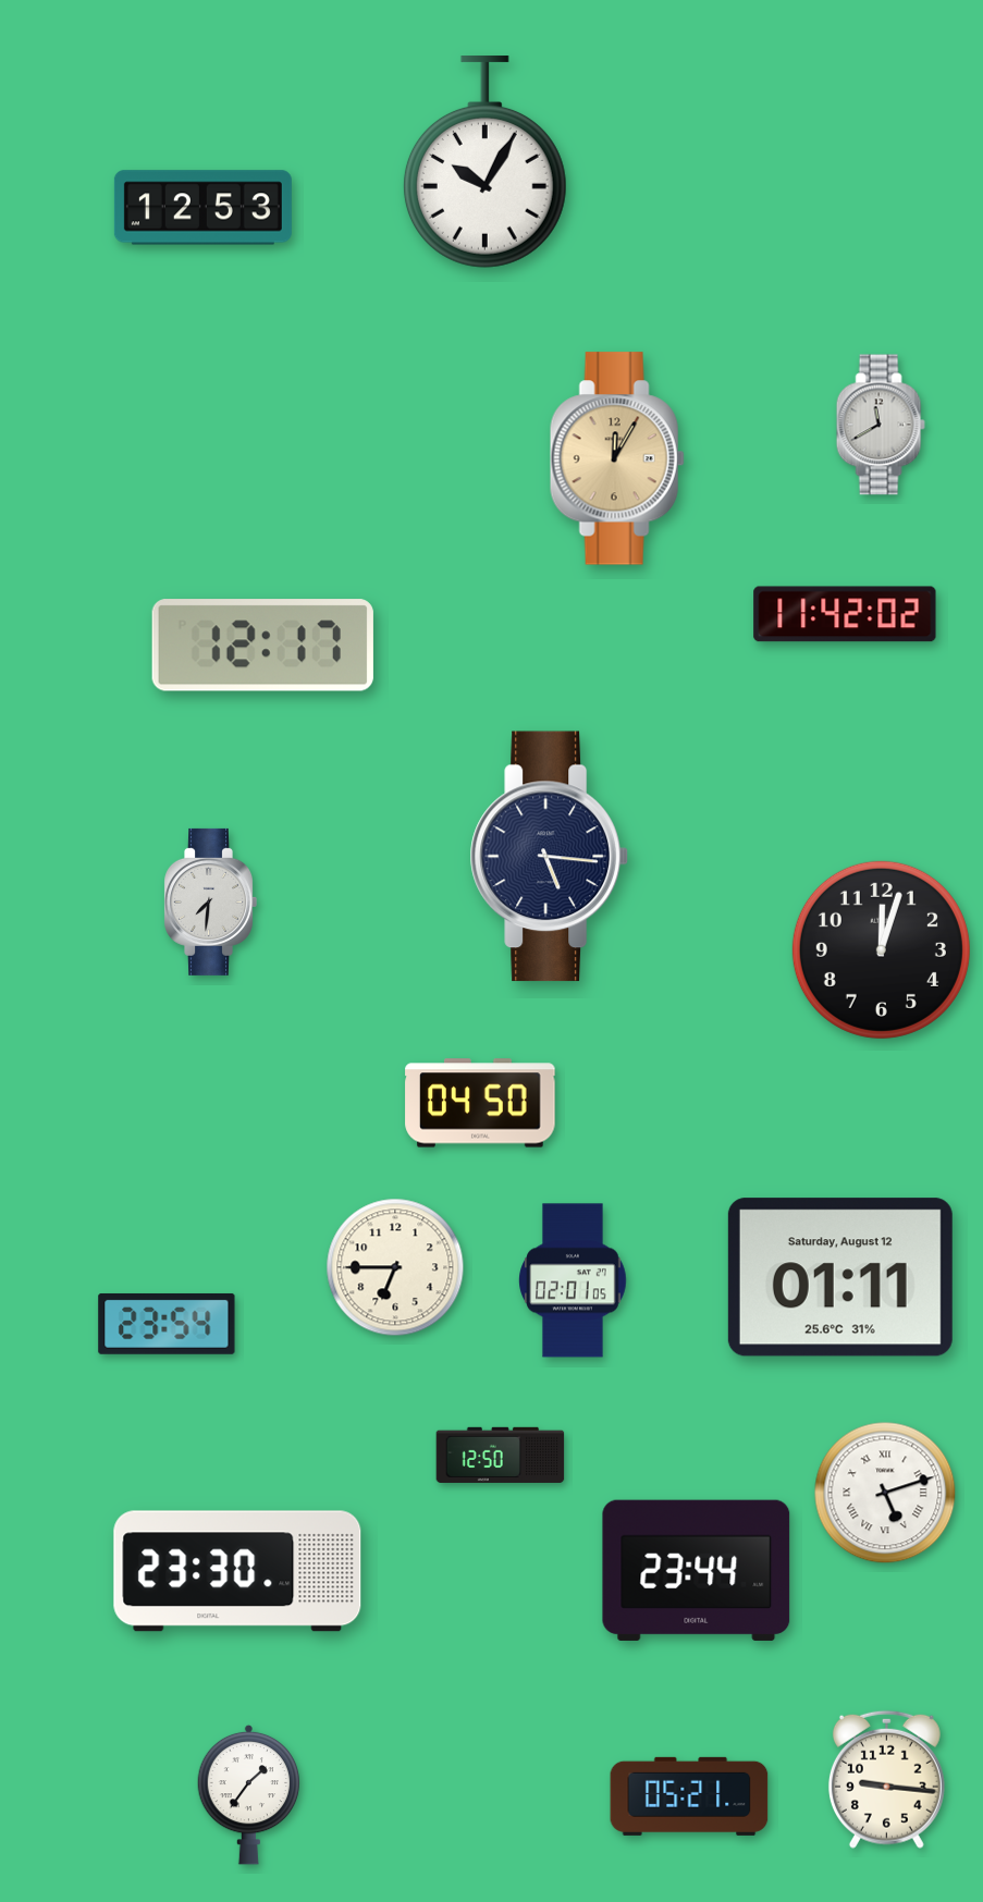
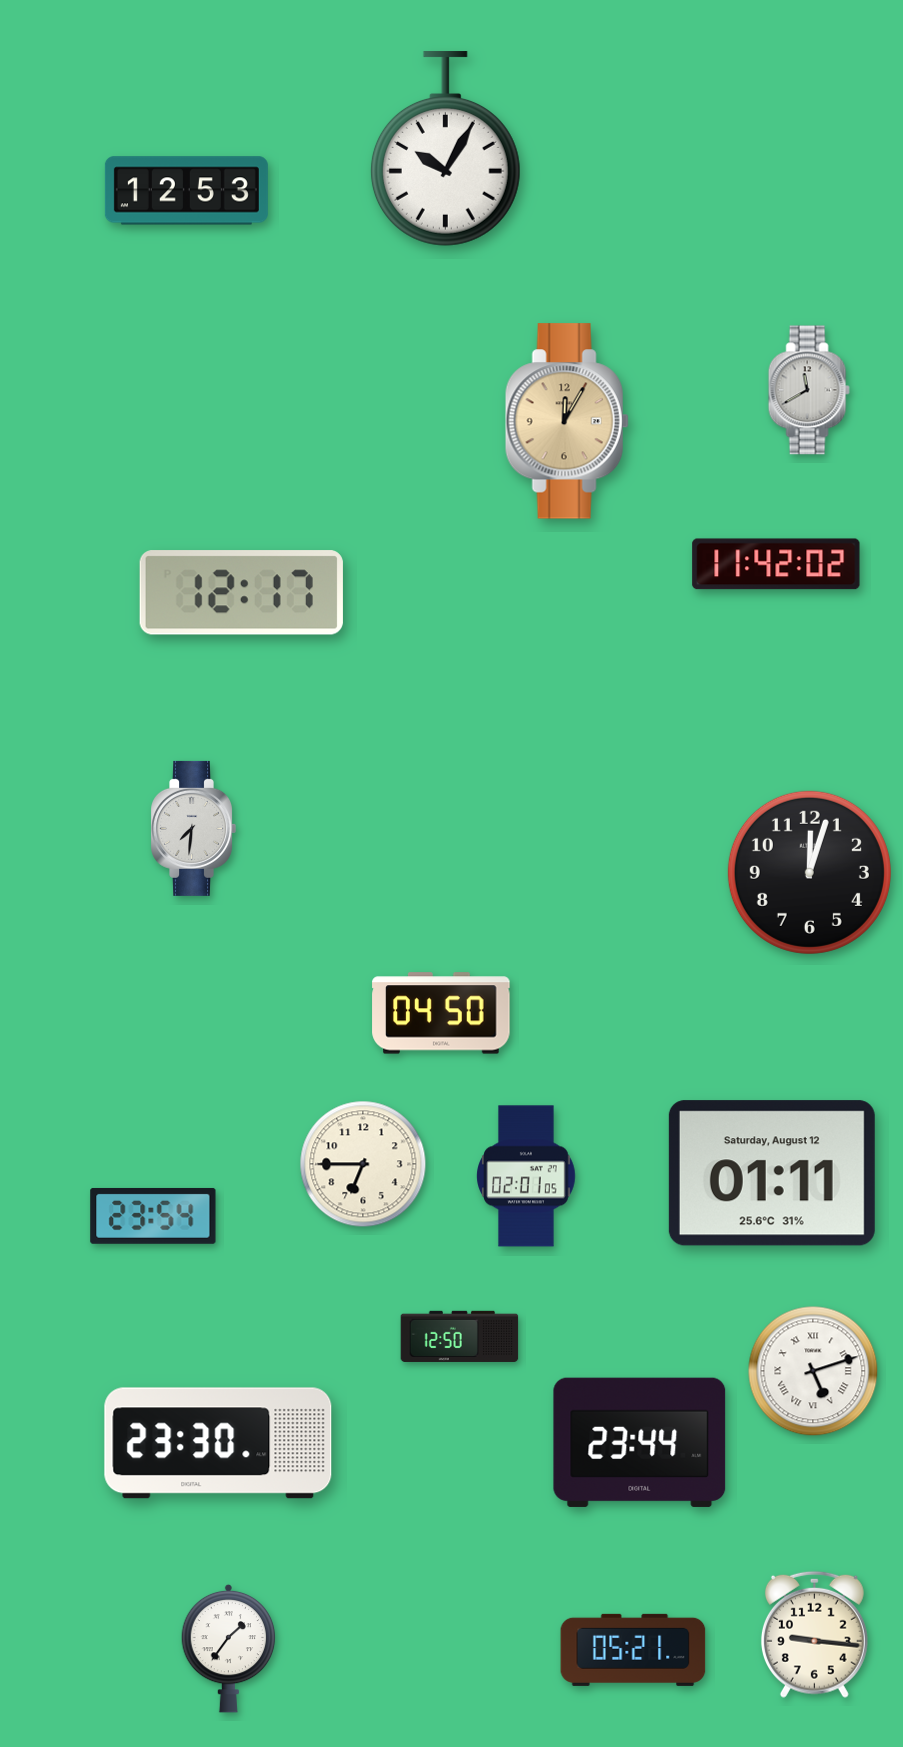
clock at (549, 857): 5:16 -> none
